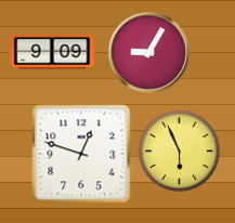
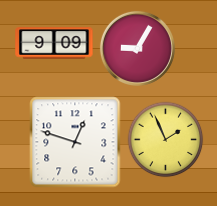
clock at (52, 52) position: (52, 52) -> (54, 43)
clock at (180, 152): 5:56 -> 1:56
